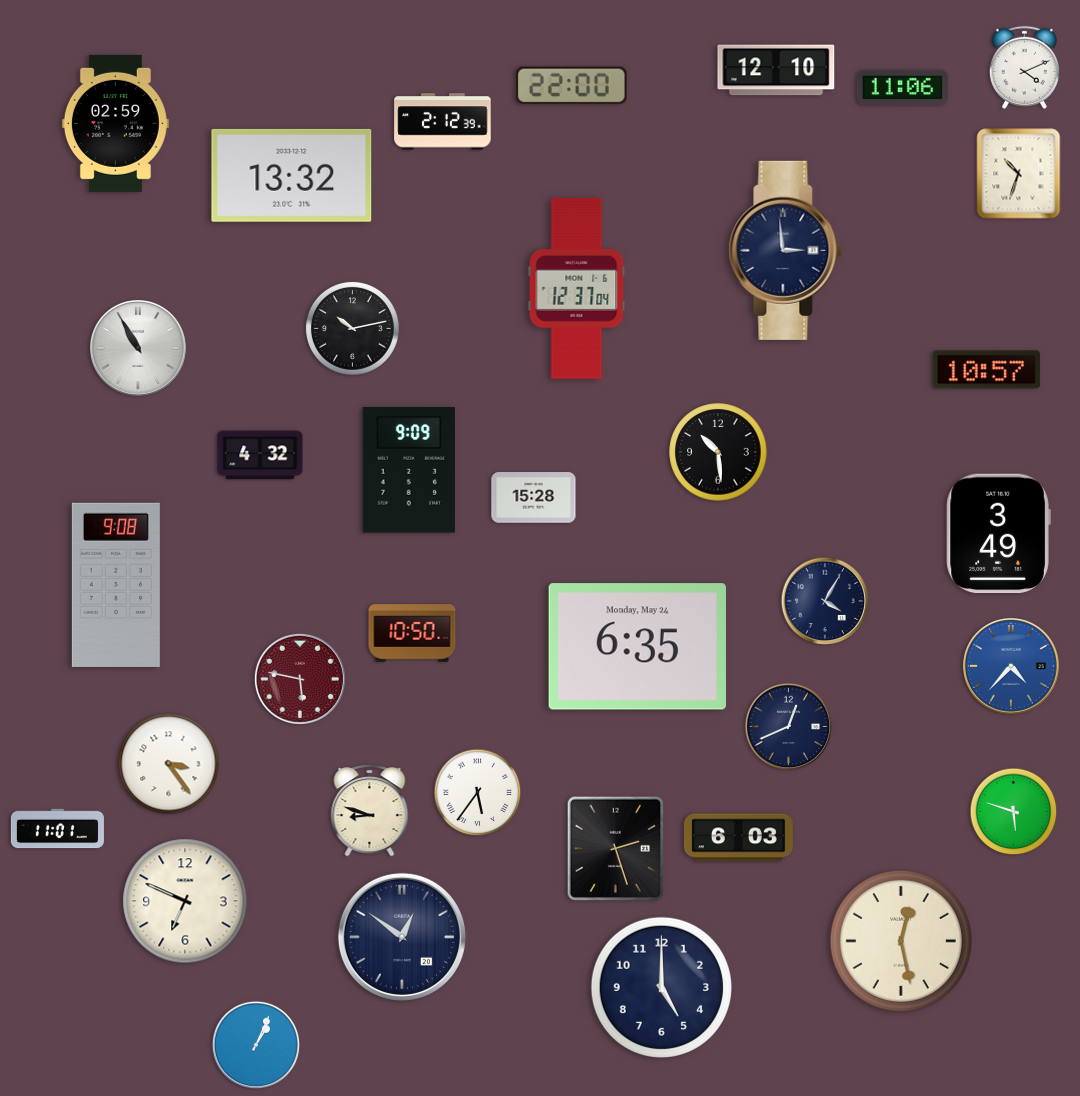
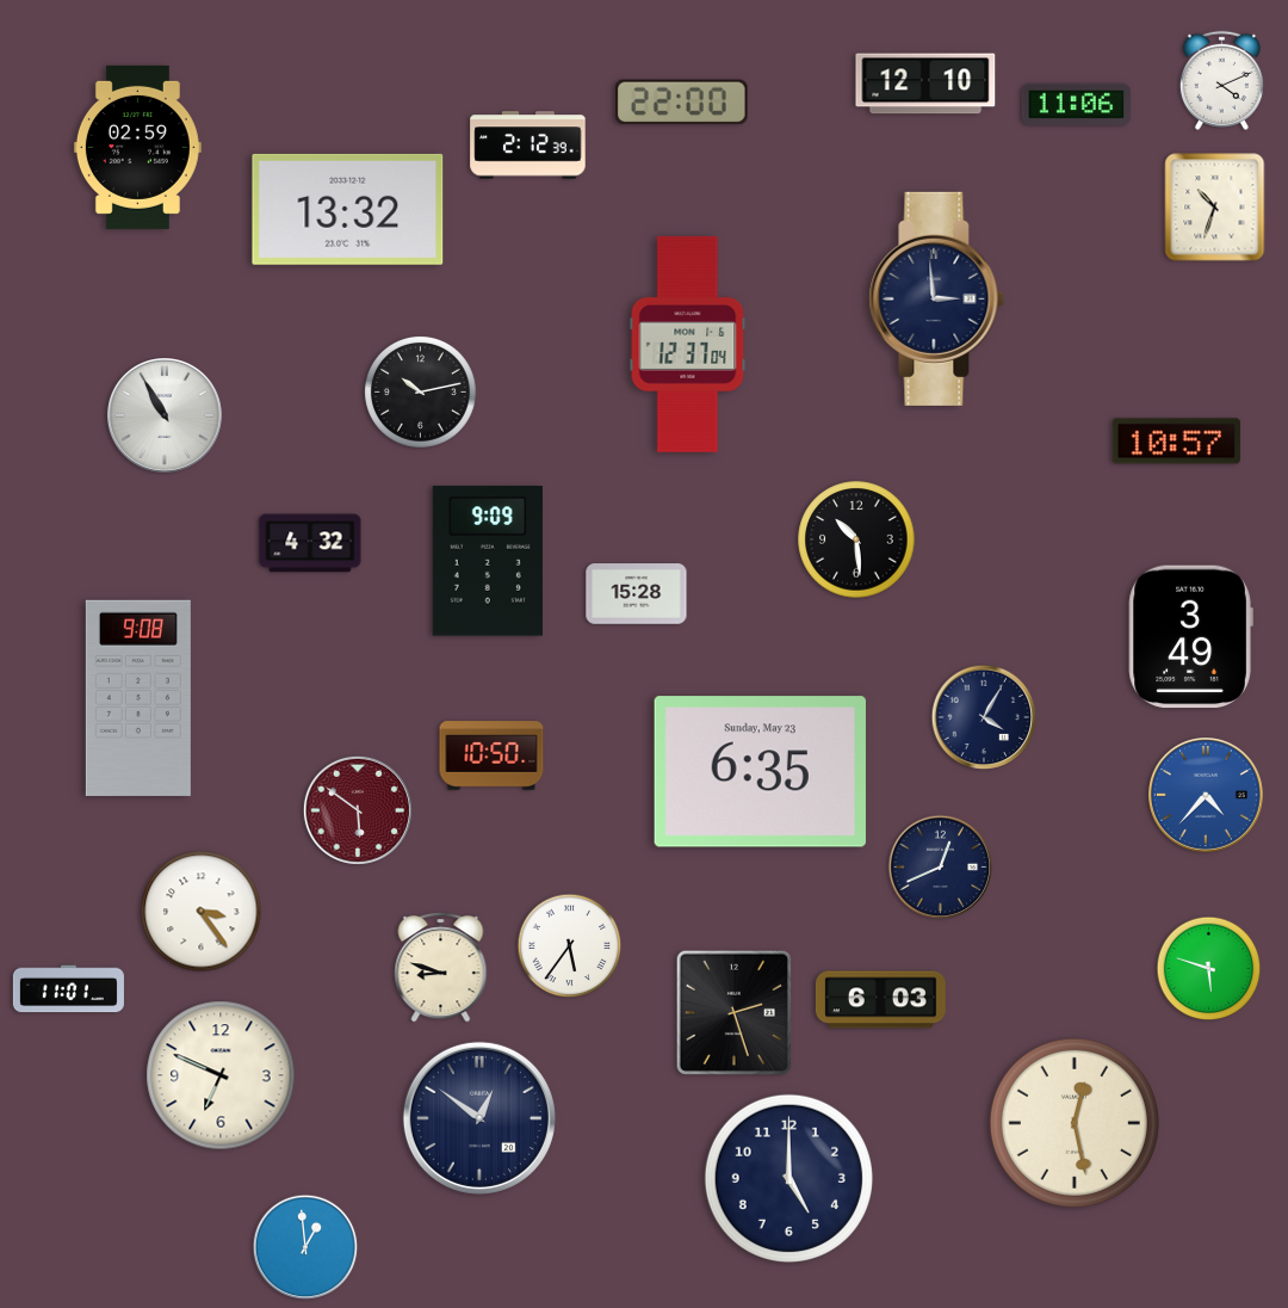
clock at (637, 647) date: Monday, May 24 -> Sunday, May 23
clock at (300, 679): 5:47 -> 5:51
clock at (256, 1045): 1:04 -> 12:59
